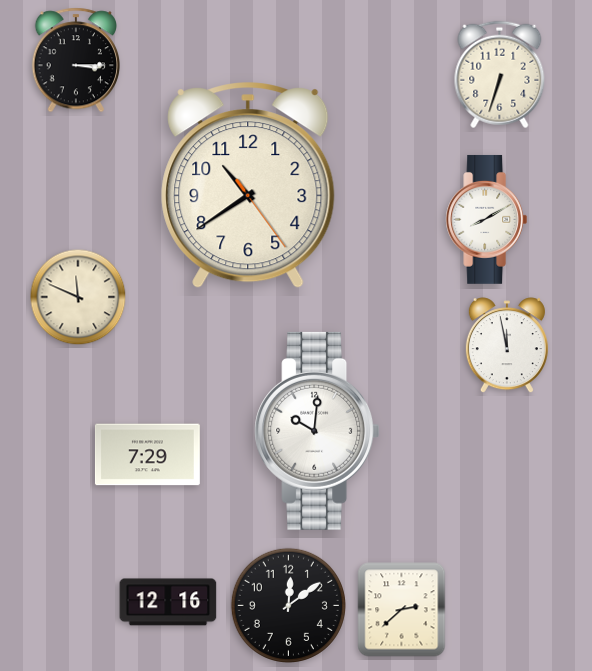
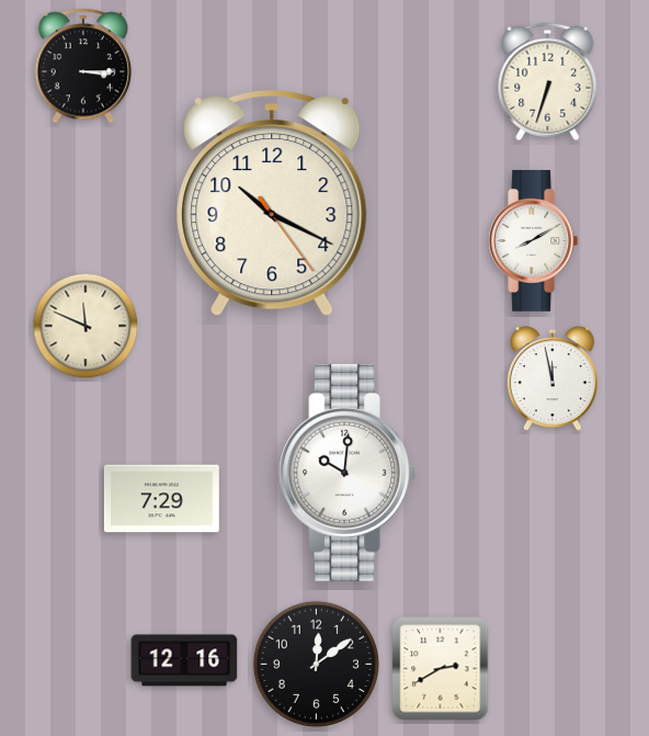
clock at (248, 186): 10:39 -> 10:19
clock at (507, 346) position: (507, 346) -> (553, 380)
clock at (402, 610): 2:38 -> 2:40
